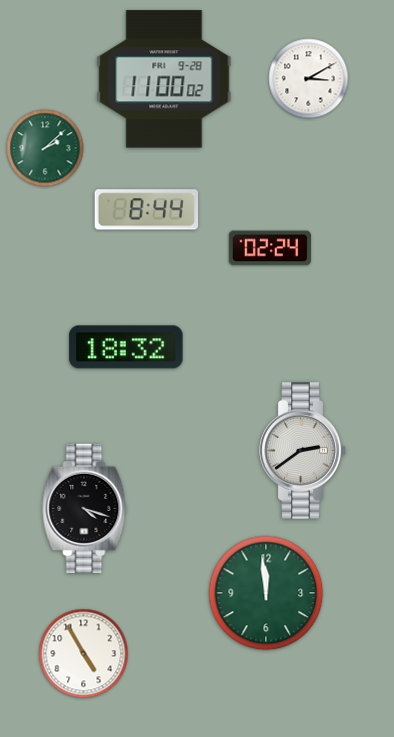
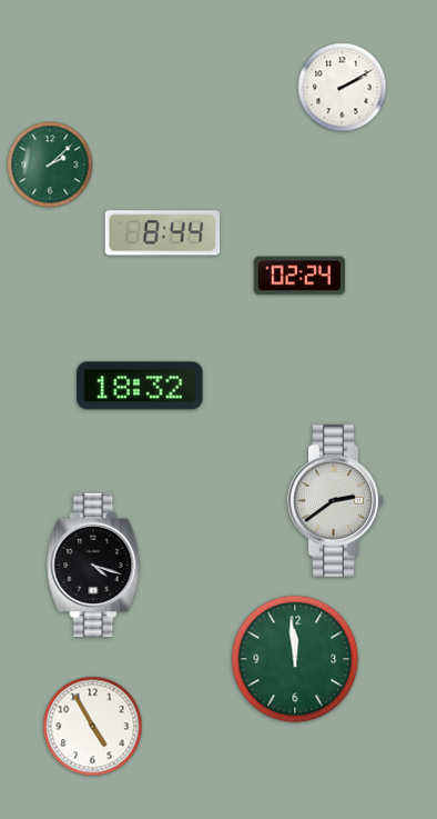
clock at (164, 79): 11:00 -> none
clock at (309, 79): 3:10 -> 2:10
